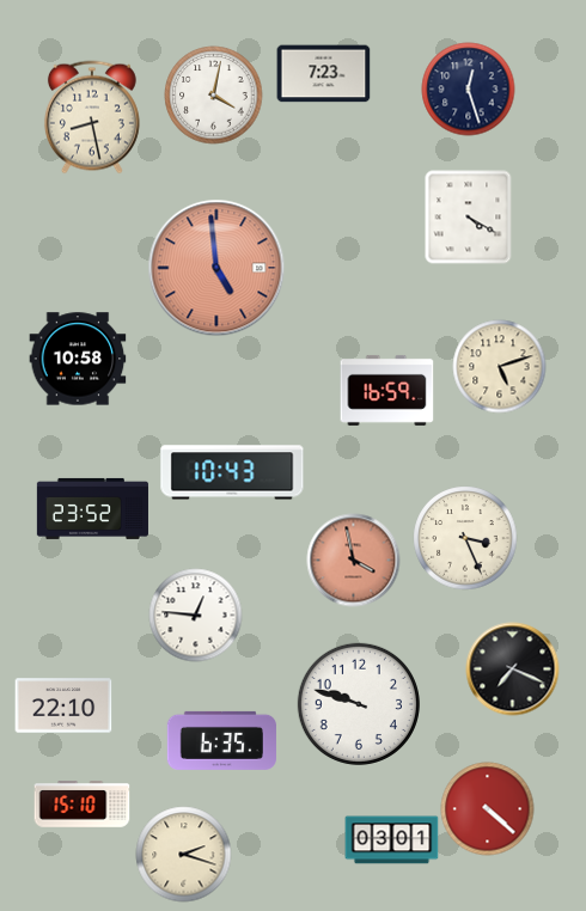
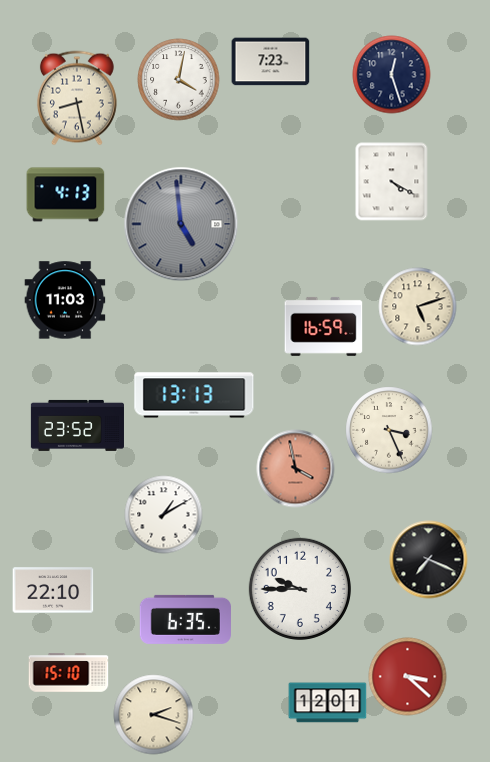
clock at (65, 195): none -> 4:13
clock at (216, 268) dial: salmon -> grey
clock at (78, 359): 10:58 -> 11:03
clock at (232, 472): 10:43 -> 13:13
clock at (465, 538) position: (465, 538) -> (389, 430)
clock at (195, 615): 12:46 -> 1:10
clock at (359, 704): 9:48 -> 9:45
clock at (487, 808): 4:22 -> 3:22
clock at (391, 840): 03:01 -> 12:01
